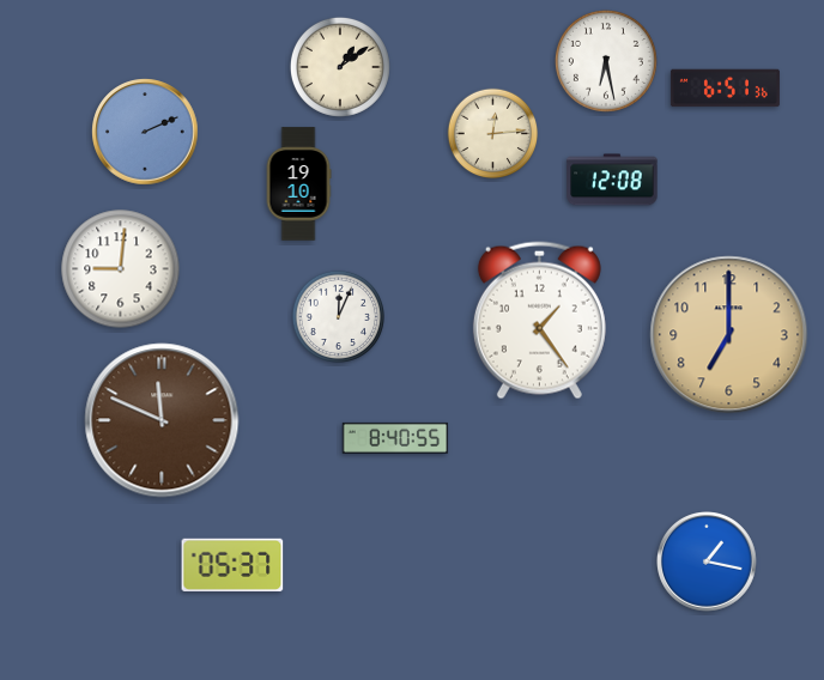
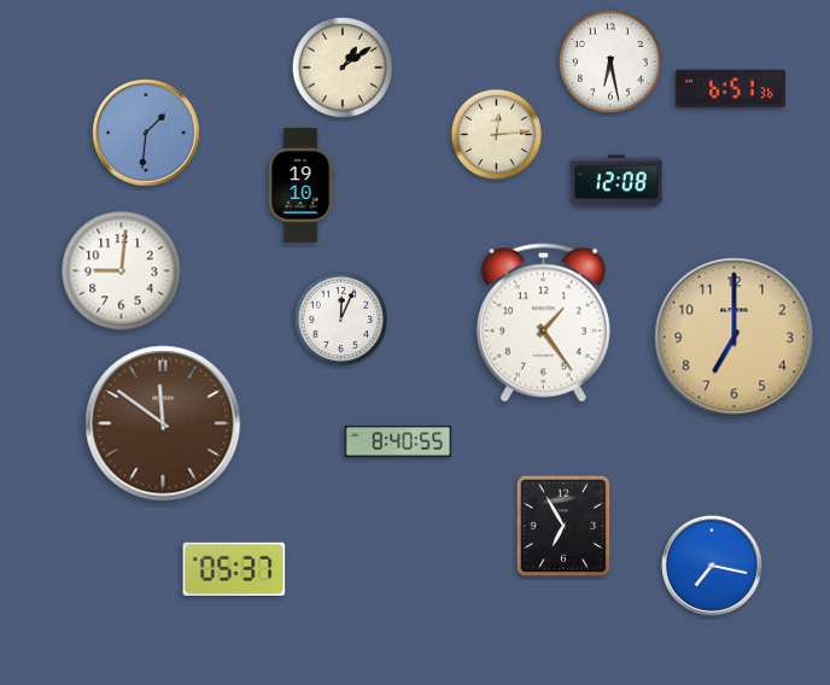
clock at (145, 132): 2:11 -> 1:31
clock at (162, 420): 11:49 -> 11:51
clock at (563, 526): none -> 6:55
clock at (708, 563): 1:17 -> 7:17
